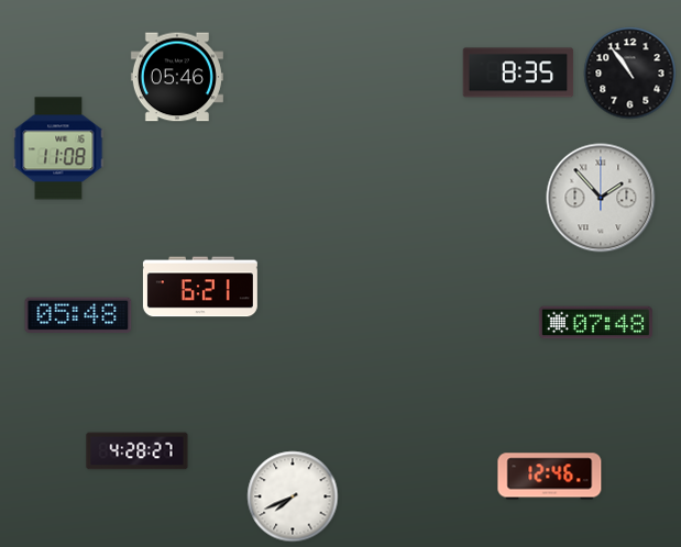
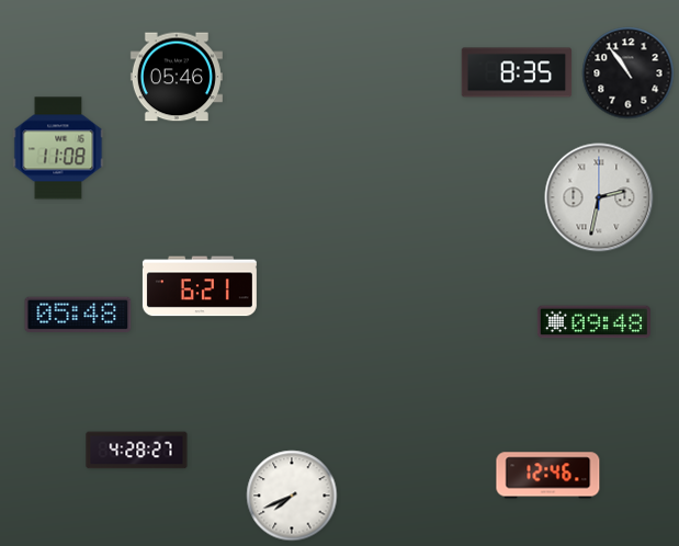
clock at (601, 198): 1:53 -> 2:32
clock at (595, 323): 07:48 -> 09:48
